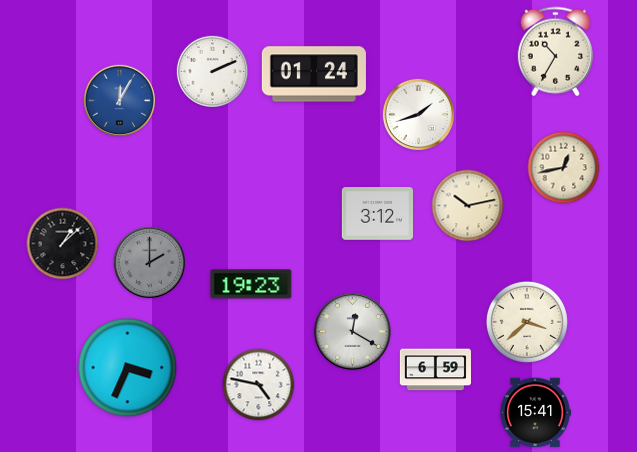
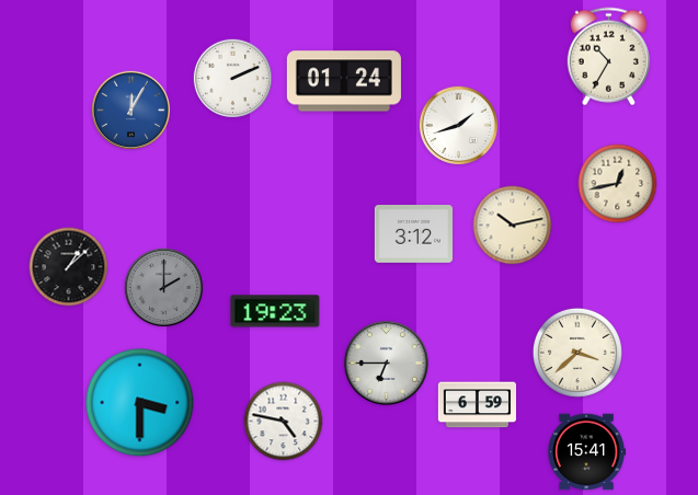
clock at (352, 331): 12:20 -> 6:45
clock at (128, 368): 3:34 -> 3:30
